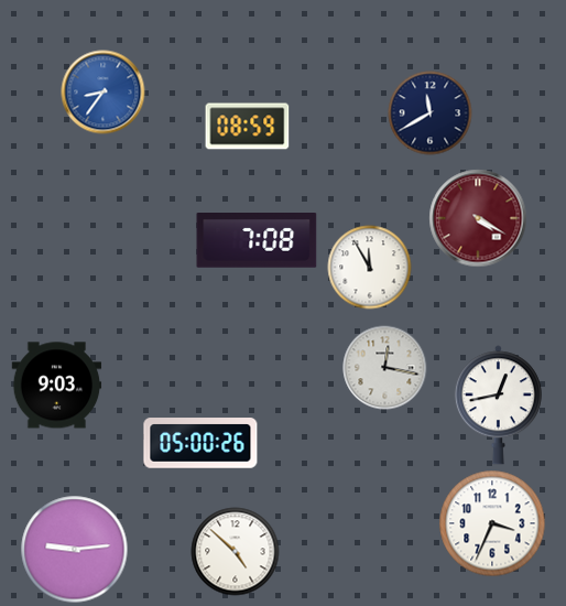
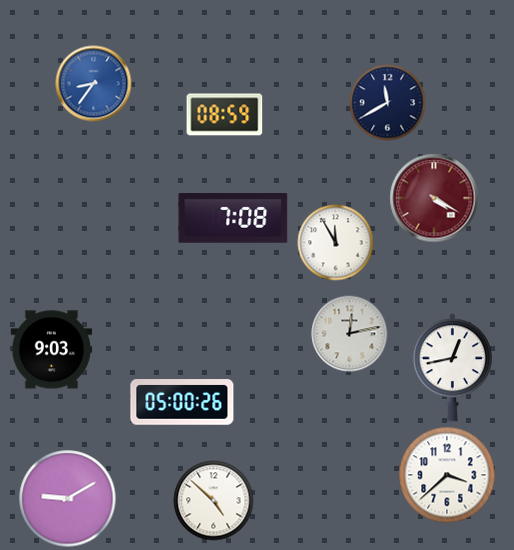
clock at (431, 113) position: (431, 113) -> (388, 103)
clock at (385, 368): 12:17 -> 12:13
clock at (492, 523): 3:34 -> 3:38
clock at (75, 550): 9:14 -> 9:10
